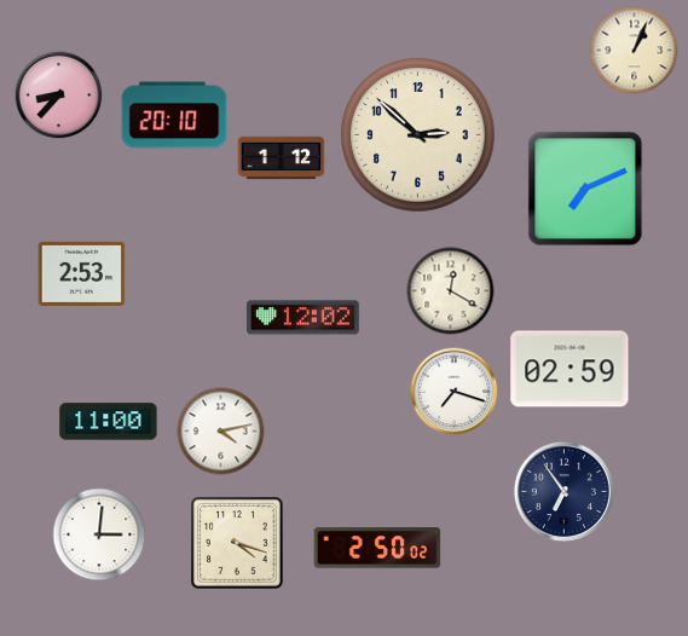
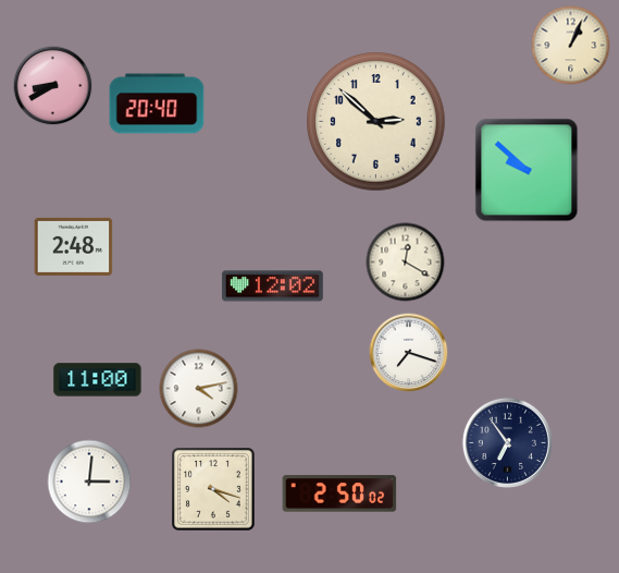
clock at (59, 96): 8:37 -> 8:40
clock at (174, 115): 20:10 -> 20:40
clock at (282, 158): 1:12 -> none
clock at (585, 189): 7:11 -> 9:52
clock at (82, 273): 2:53 -> 2:48
clock at (570, 369): 02:59 -> none
